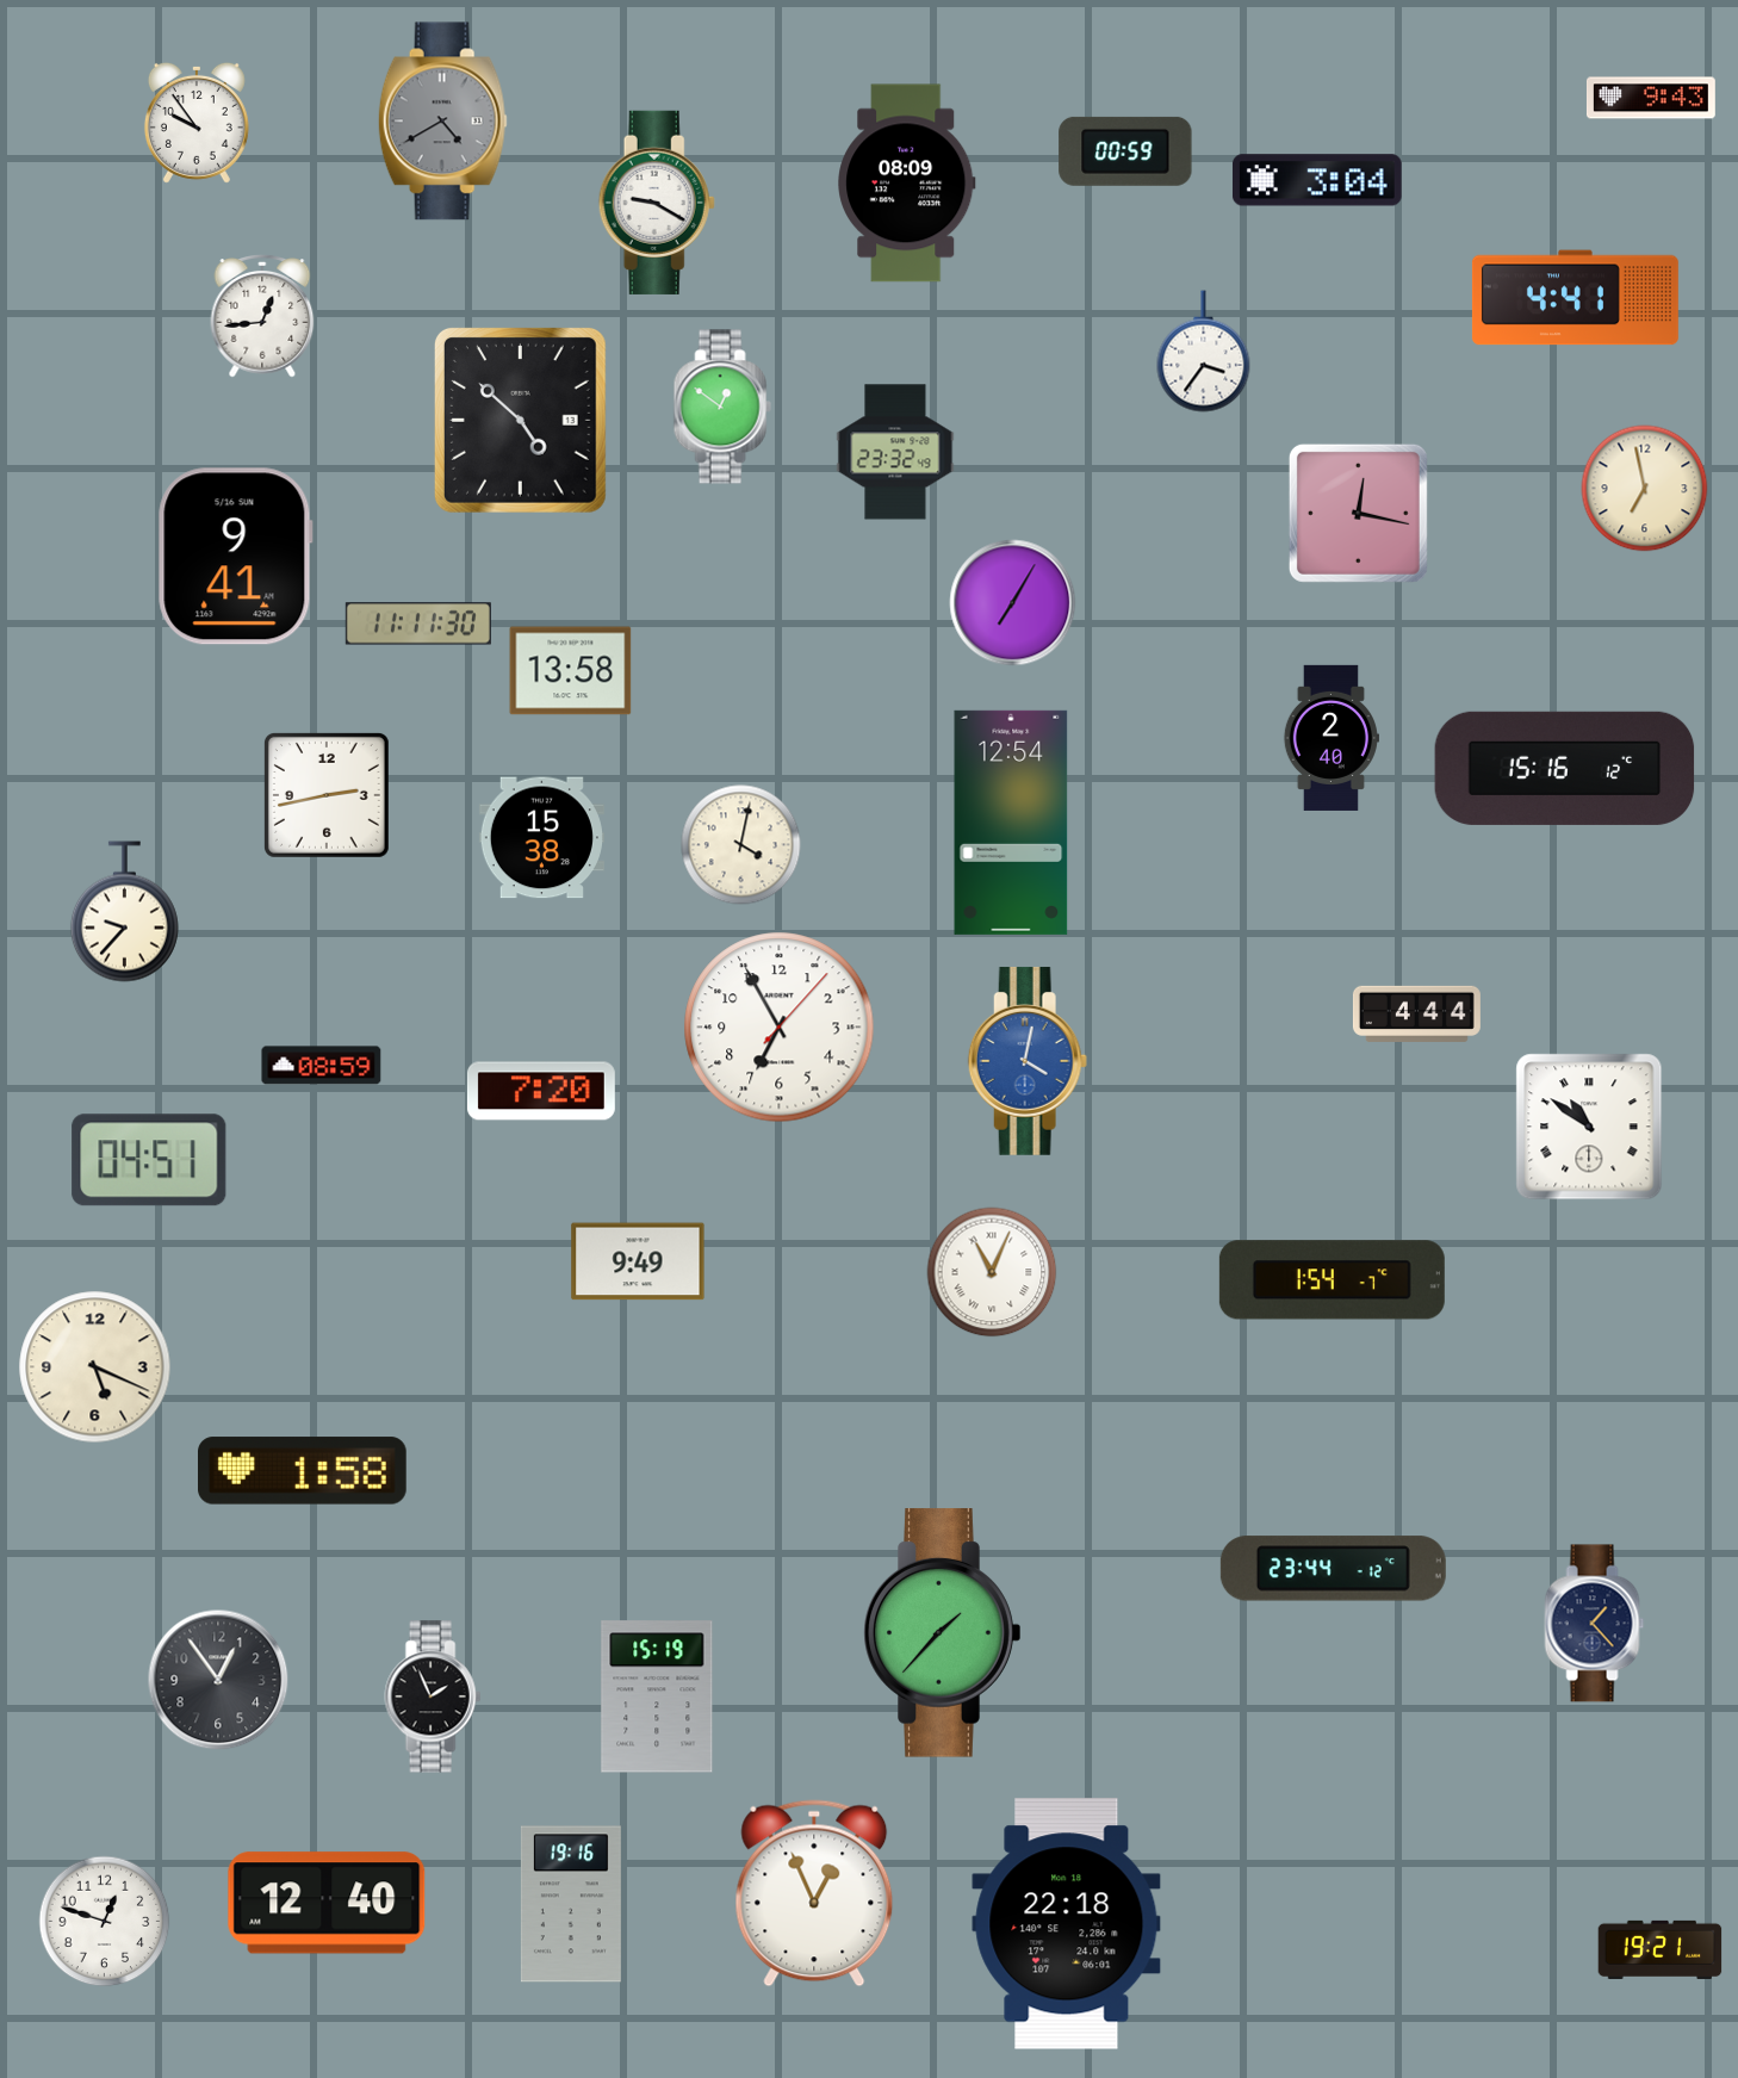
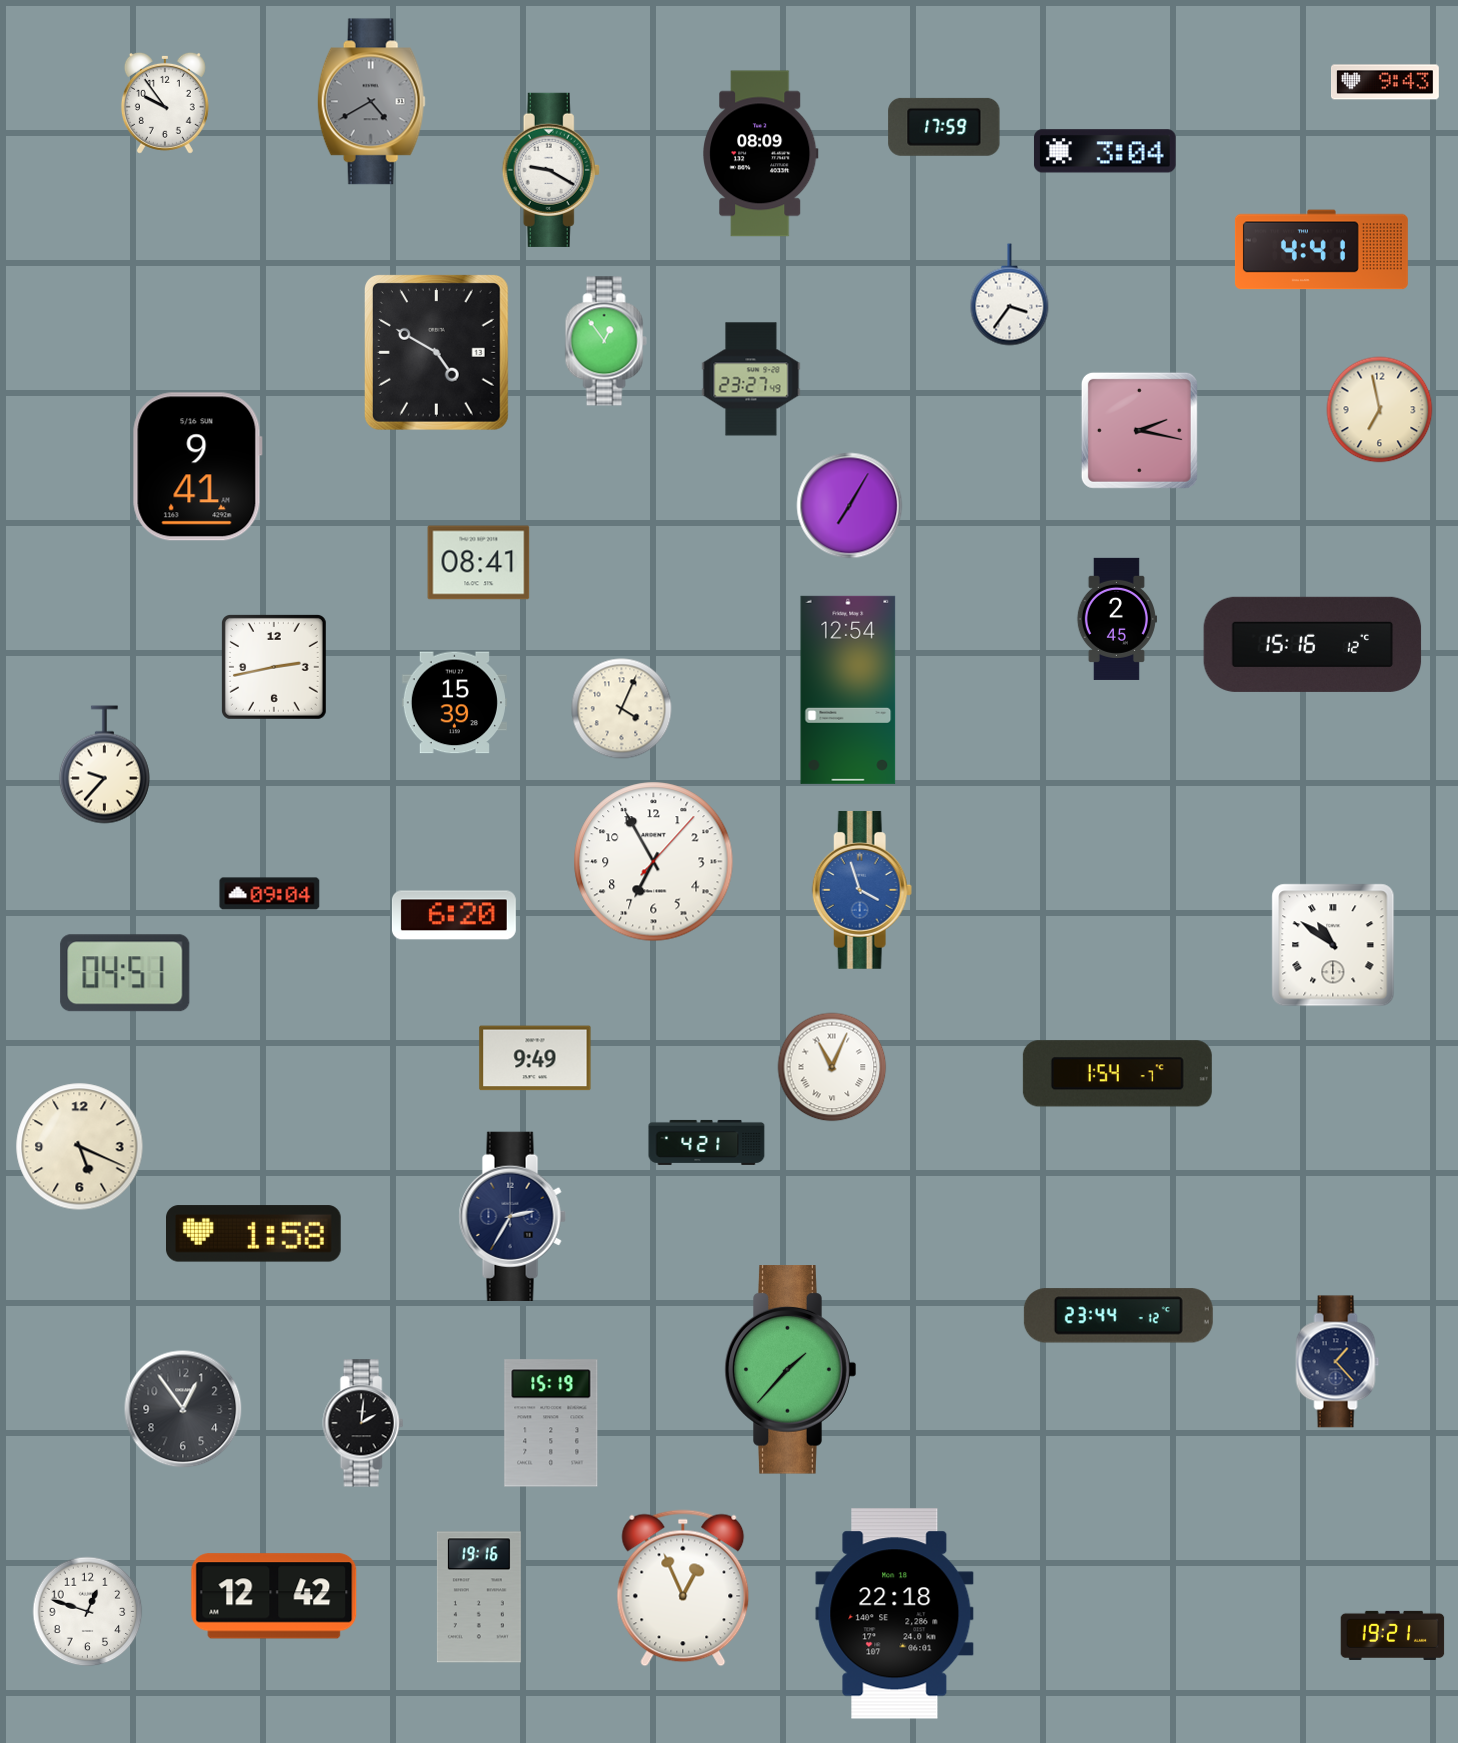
clock at (1125, 151): 00:59 -> 17:59
clock at (262, 317): 12:44 -> none
clock at (722, 407): 12:51 -> 12:54
clock at (520, 420): 4:52 -> 4:50
clock at (895, 452): 23:32 -> 23:27
clock at (1358, 513): 12:17 -> 2:17
clock at (418, 624): 11:11 -> none
clock at (571, 671): 13:58 -> 08:41
clock at (1330, 738): 2:40 -> 2:45
clock at (541, 838): 15:38 -> 15:39
clock at (741, 845): 4:02 -> 4:04
clock at (1416, 1013): 4:44 -> none
clock at (1028, 1061): 4:02 -> 3:57
clock at (322, 1066): 08:59 -> 09:04
clock at (541, 1091): 7:20 -> 6:20
clock at (707, 1142): none -> 4:21
clock at (512, 1216): none -> 2:35
clock at (433, 1696): 1:56 -> 2:01
clock at (327, 1903): 12:40 -> 12:42
